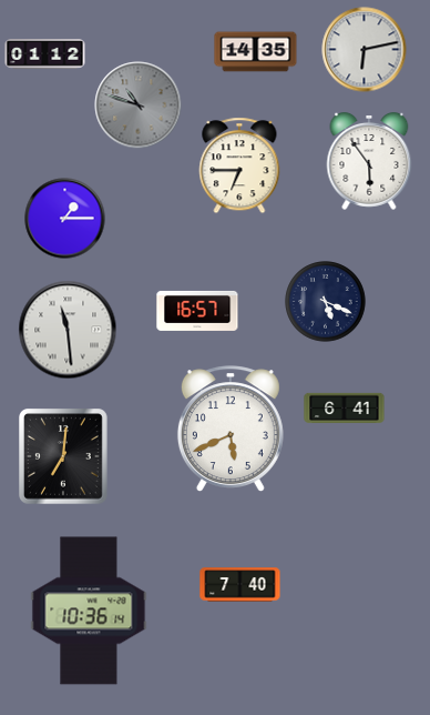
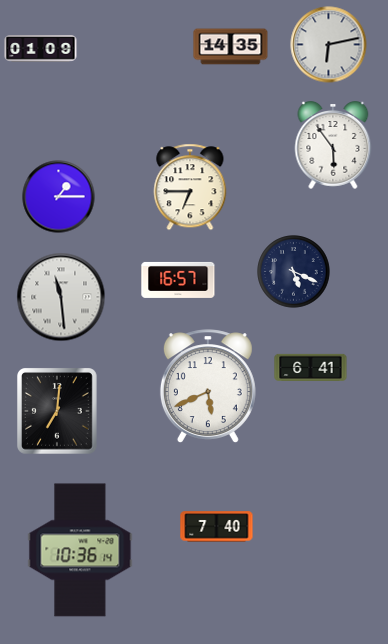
clock at (45, 54): 01:12 -> 01:09
clock at (139, 105): 10:48 -> none
clock at (239, 165) position: (239, 165) -> (190, 187)
